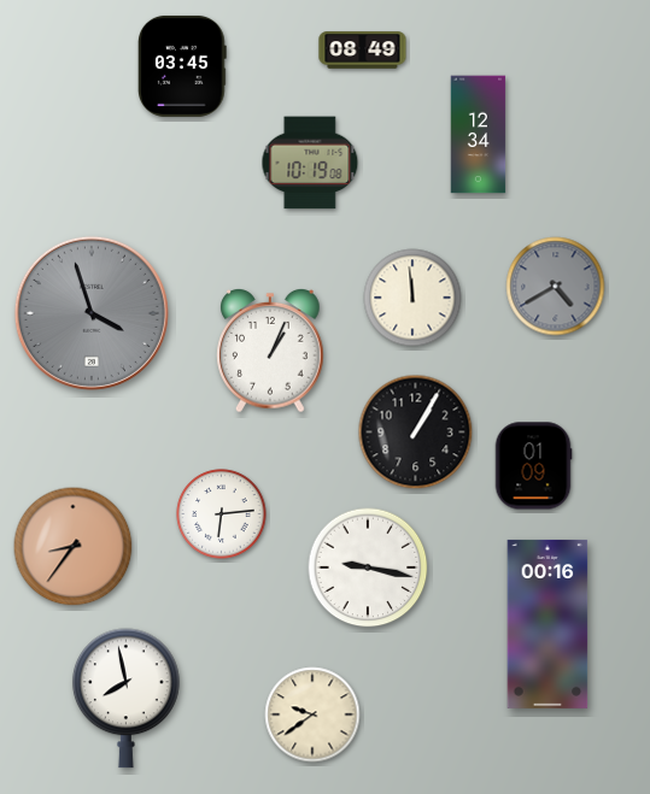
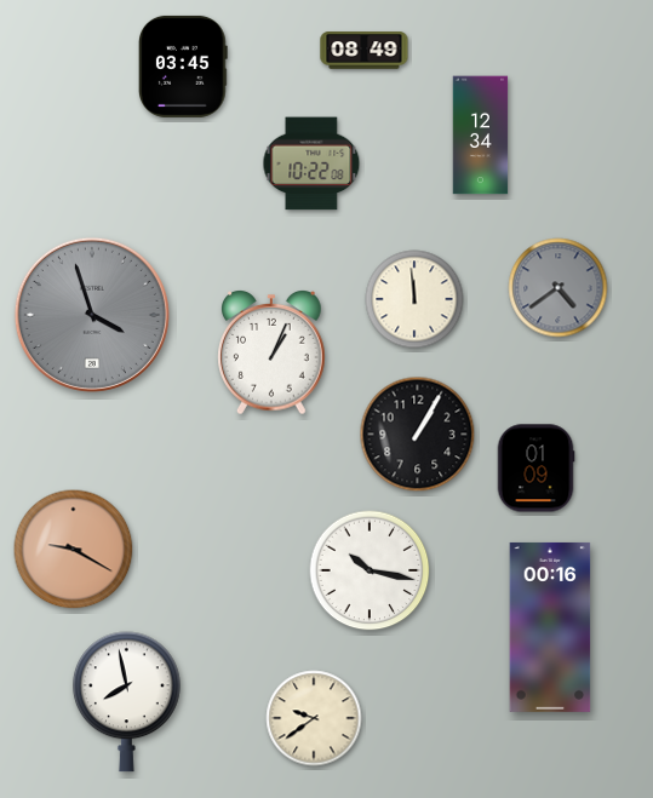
clock at (310, 163): 10:19 -> 10:22
clock at (556, 287): 4:40 -> 4:39
clock at (222, 514): 6:14 -> none
clock at (74, 547): 8:36 -> 9:20
clock at (368, 567): 9:17 -> 10:17
